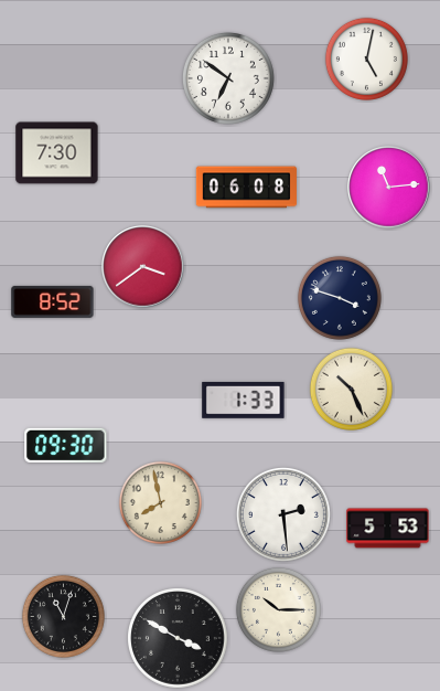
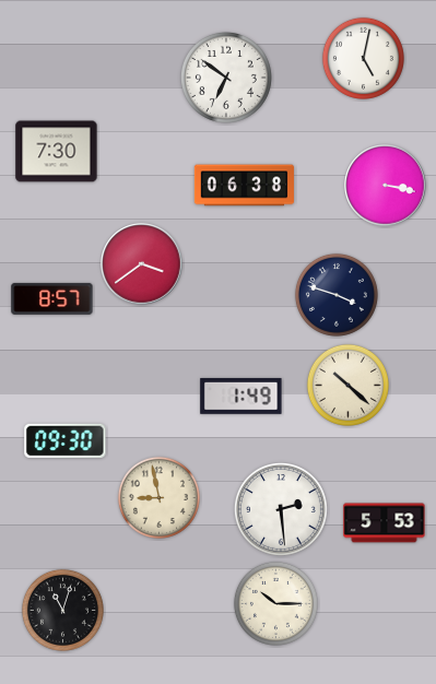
clock at (246, 188): 06:08 -> 06:38
clock at (389, 188): 11:14 -> 3:17
clock at (53, 301): 8:52 -> 8:57
clock at (351, 389): 10:26 -> 10:22
clock at (244, 400): 1:33 -> 1:49
clock at (160, 502): 7:58 -> 8:58
clock at (179, 639): 3:50 -> none
